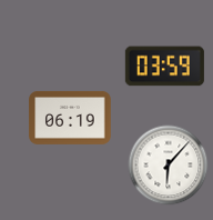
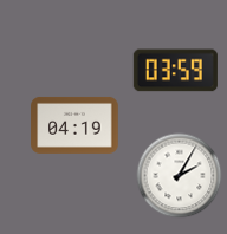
clock at (70, 118): 06:19 -> 04:19
clock at (169, 166): 6:07 -> 2:05
